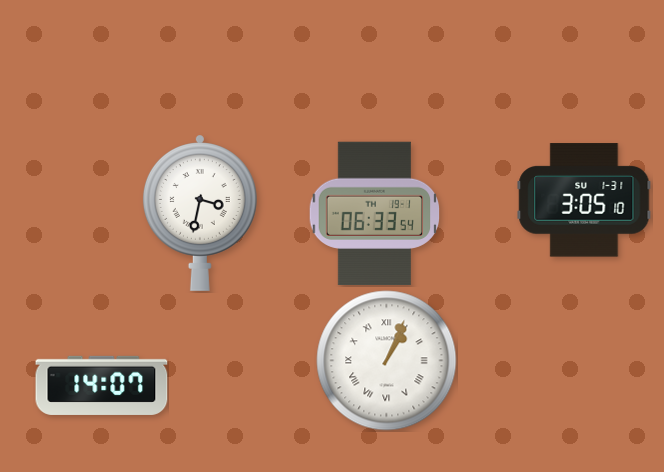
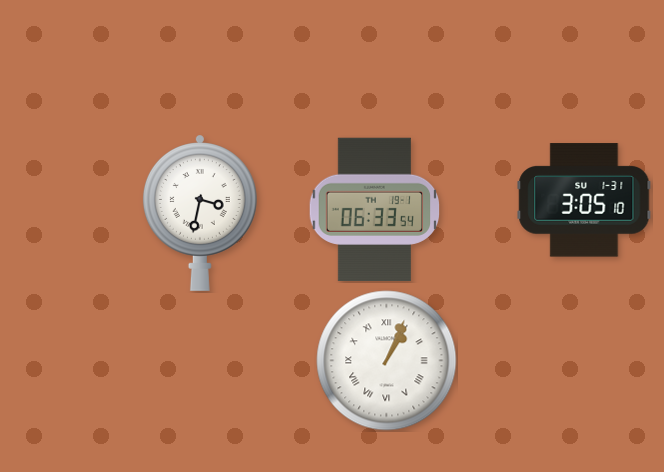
clock at (375, 214) position: (375, 214) -> (375, 210)
clock at (102, 385): 14:07 -> none
